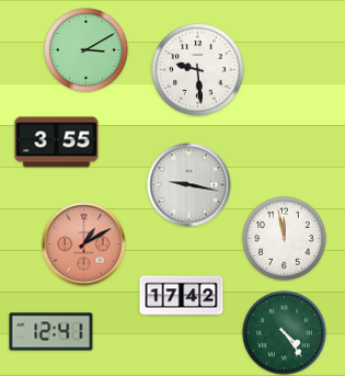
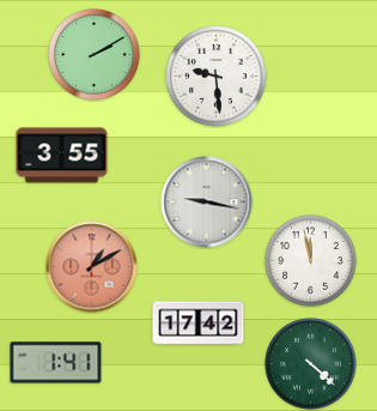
clock at (87, 50): 3:10 -> 2:10
clock at (51, 332): 12:41 -> 1:41
clock at (285, 333): 4:24 -> 4:22
